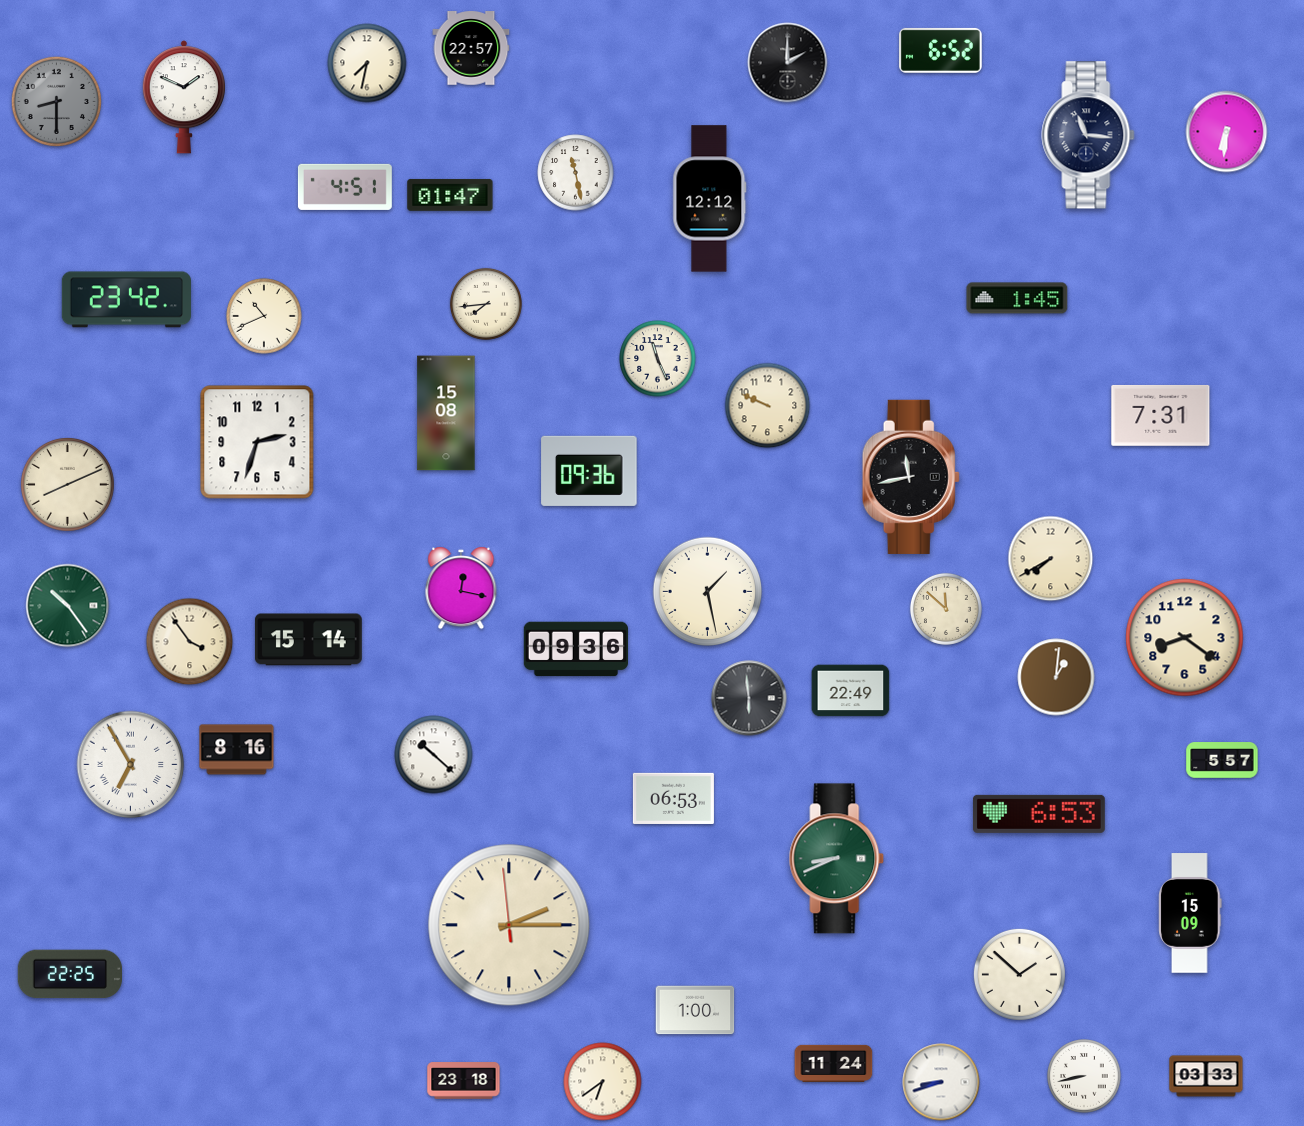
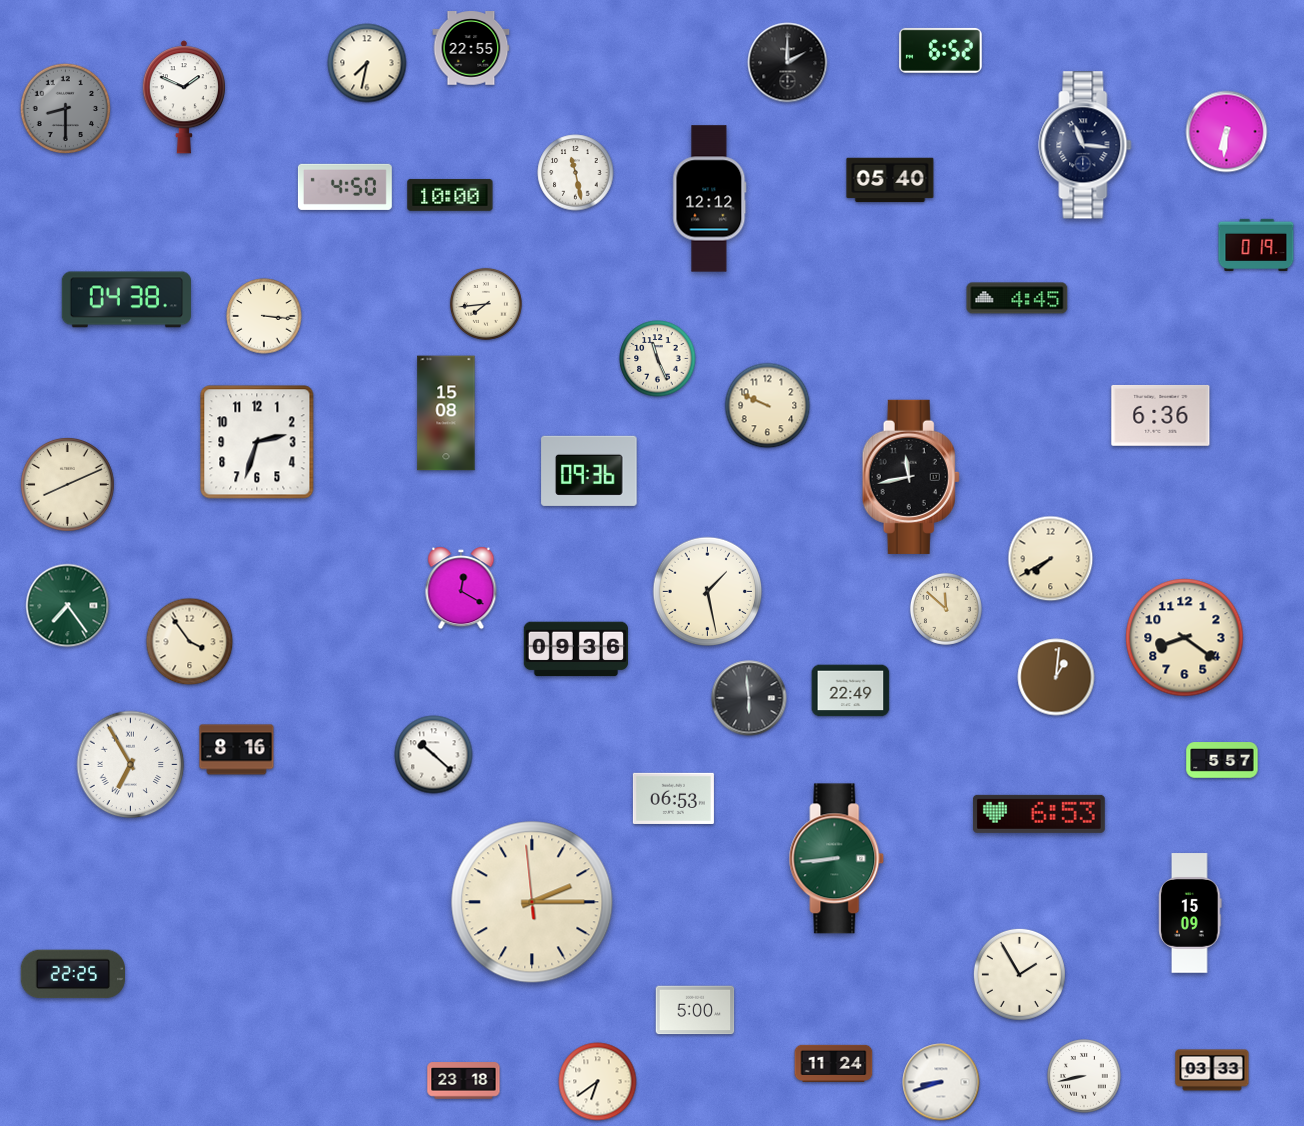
clock at (471, 48): 22:57 -> 22:55
clock at (56, 101) position: (56, 101) -> (65, 108)
clock at (1088, 135) position: (1088, 135) -> (1085, 145)
clock at (890, 180): none -> 05:40
clock at (345, 187): 4:51 -> 4:50
clock at (450, 195): 01:47 -> 10:00
clock at (1256, 244): none -> 0:19
clock at (1017, 298): 1:45 -> 4:45
clock at (126, 300): 23:42 -> 04:38
clock at (264, 316): 10:41 -> 3:16
clock at (1161, 415): 7:31 -> 6:36
clock at (461, 588): 12:17 -> 12:20
clock at (68, 606): 10:24 -> 7:24
clock at (308, 640): 15:14 -> none
clock at (837, 859): 8:41 -> 8:44
clock at (509, 925) position: (509, 925) -> (532, 902)
clock at (69, 974) position: (69, 974) -> (72, 974)
clock at (1019, 974): 1:52 -> 1:55
clock at (695, 1010): 1:00 -> 5:00
clock at (1206, 1076) position: (1206, 1076) -> (1212, 1070)
clock at (603, 1082) position: (603, 1082) -> (598, 1082)
